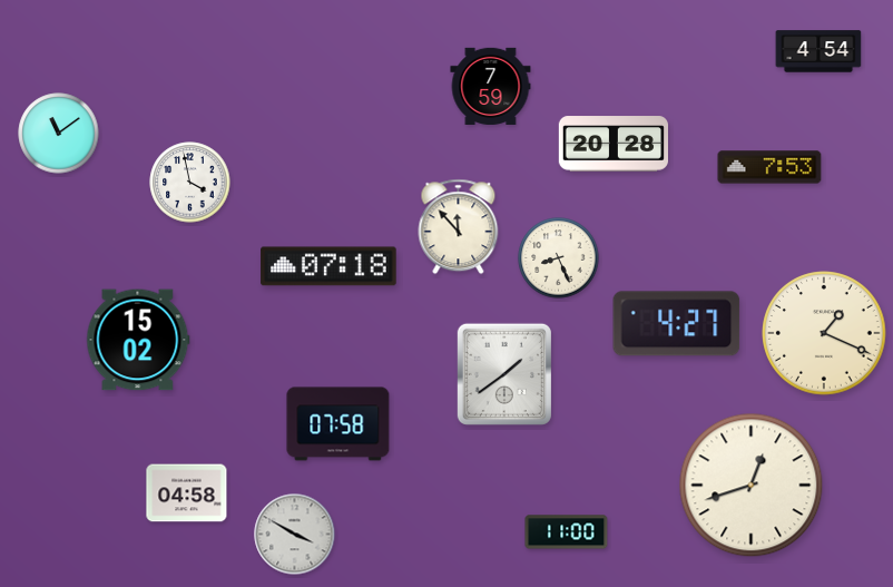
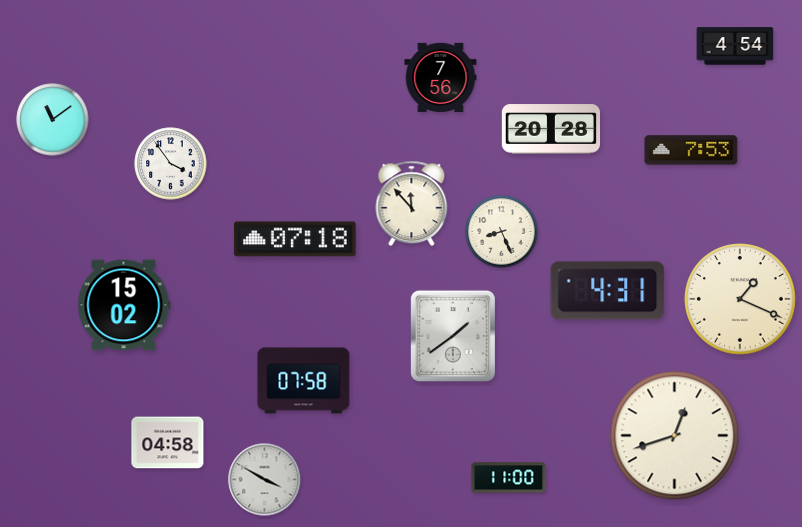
clock at (491, 86): 7:59 -> 7:56
clock at (190, 183): 3:58 -> 3:54
clock at (677, 324): 4:27 -> 4:31
